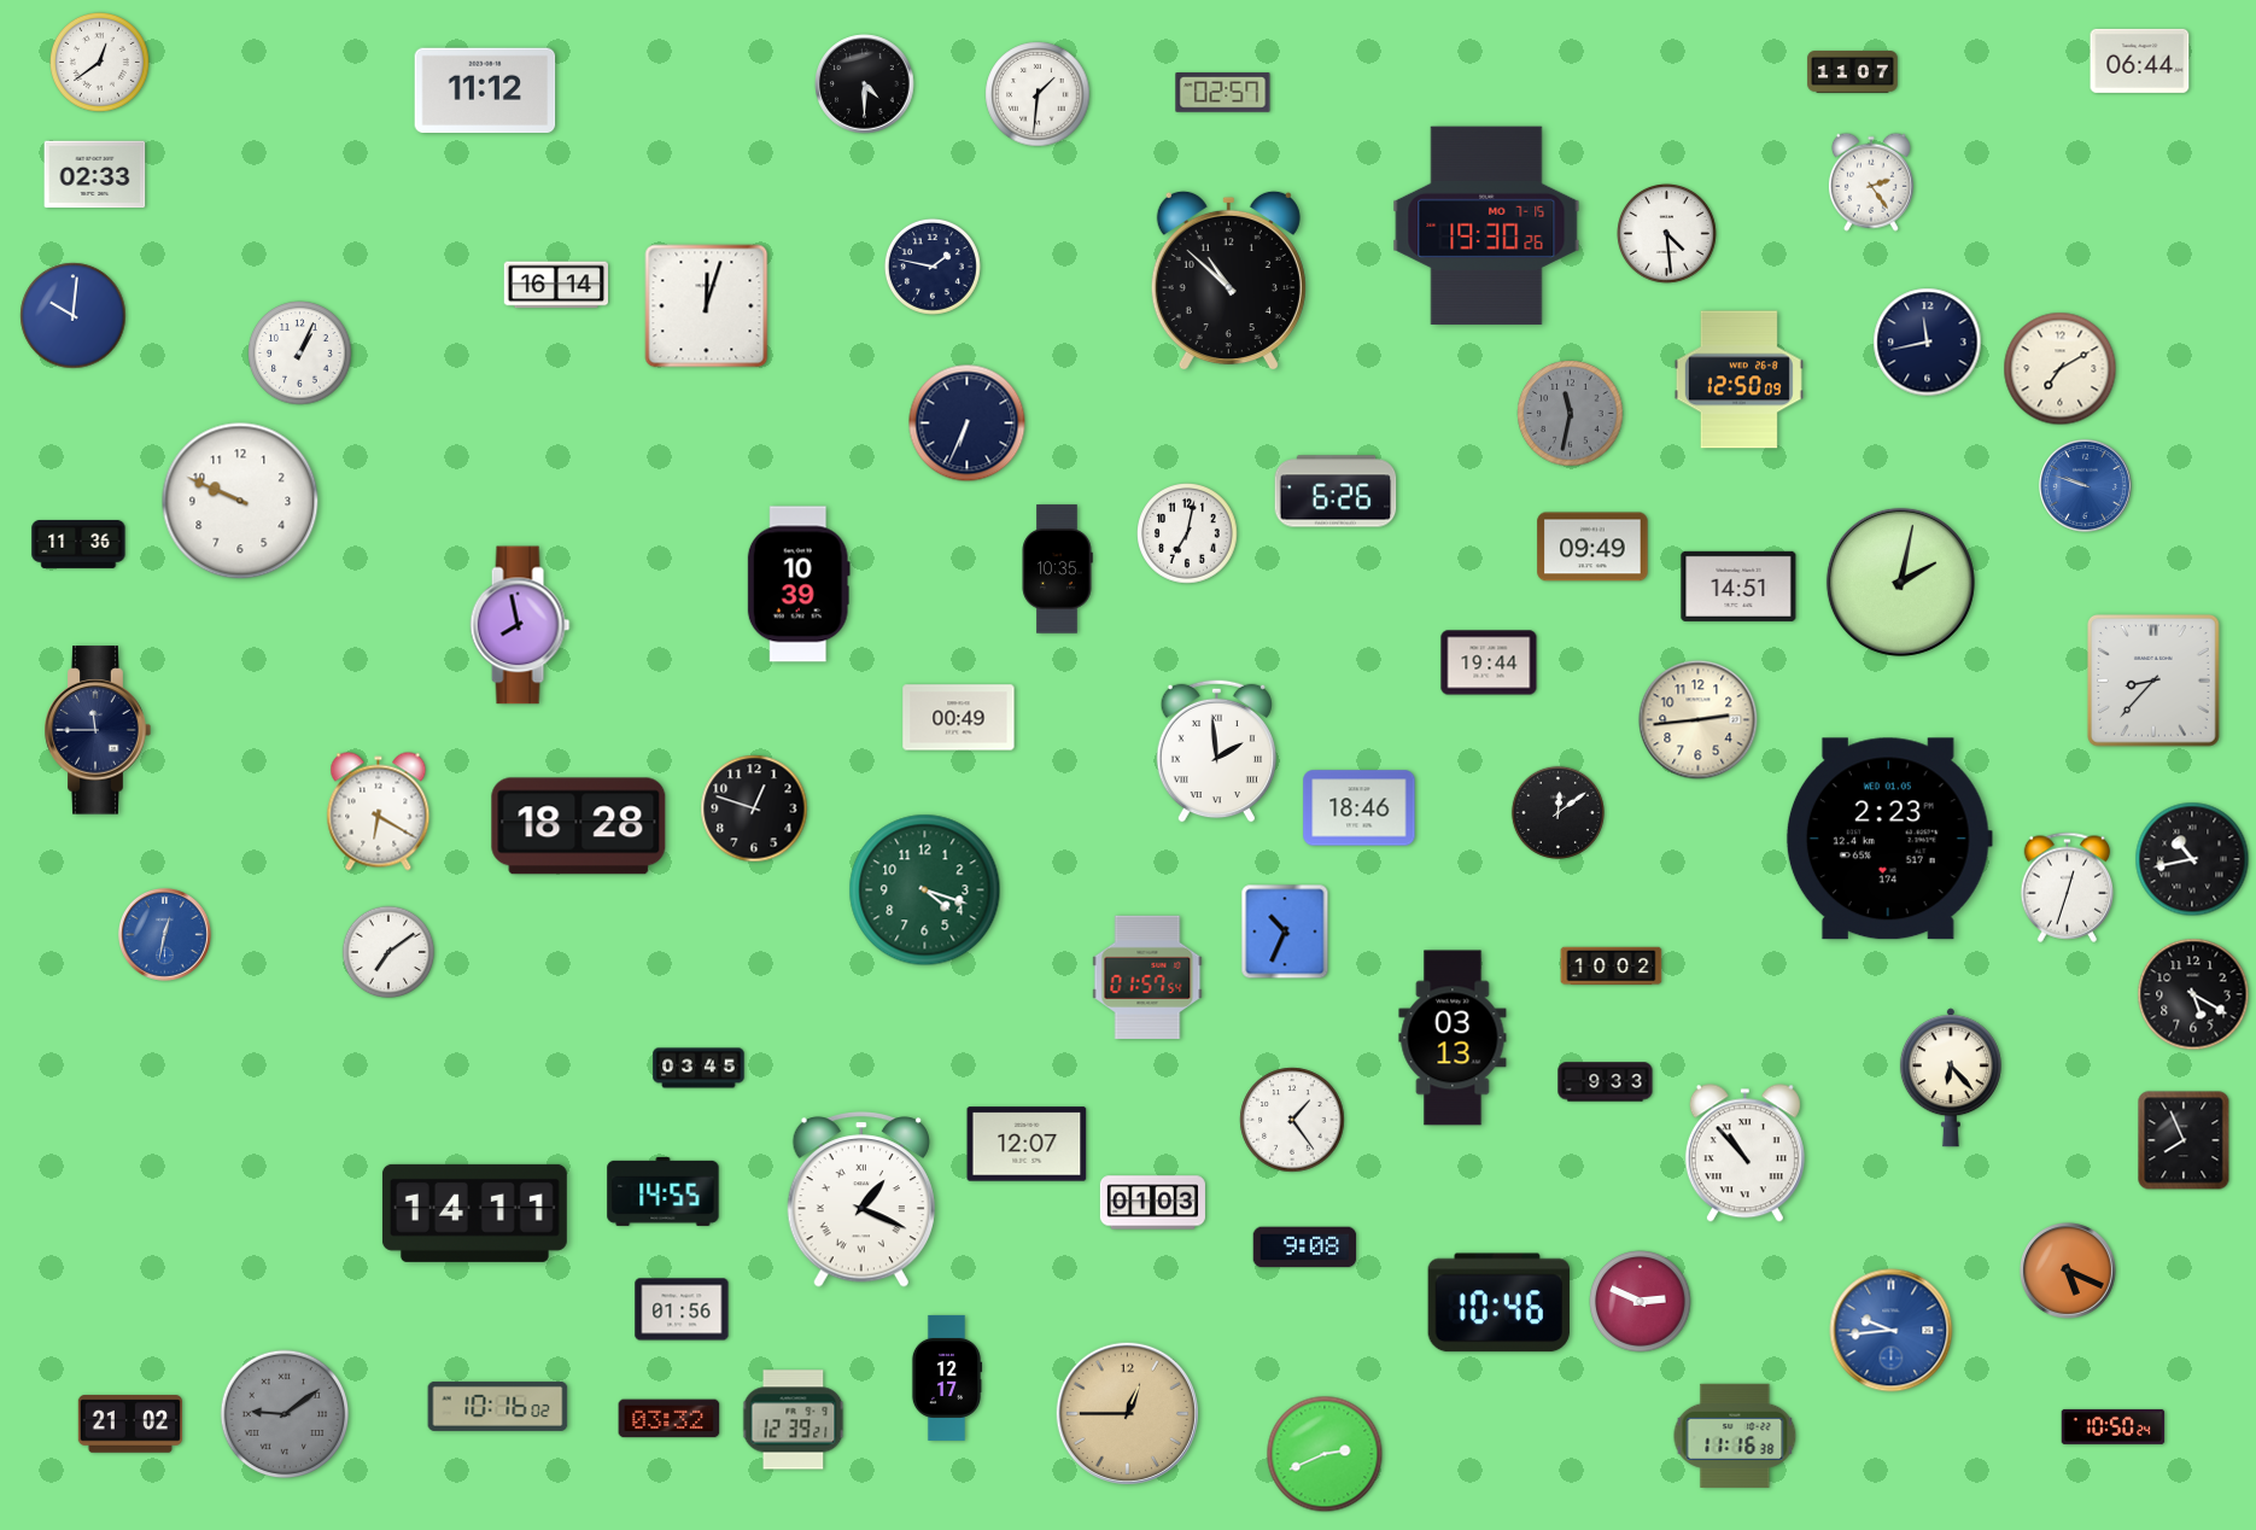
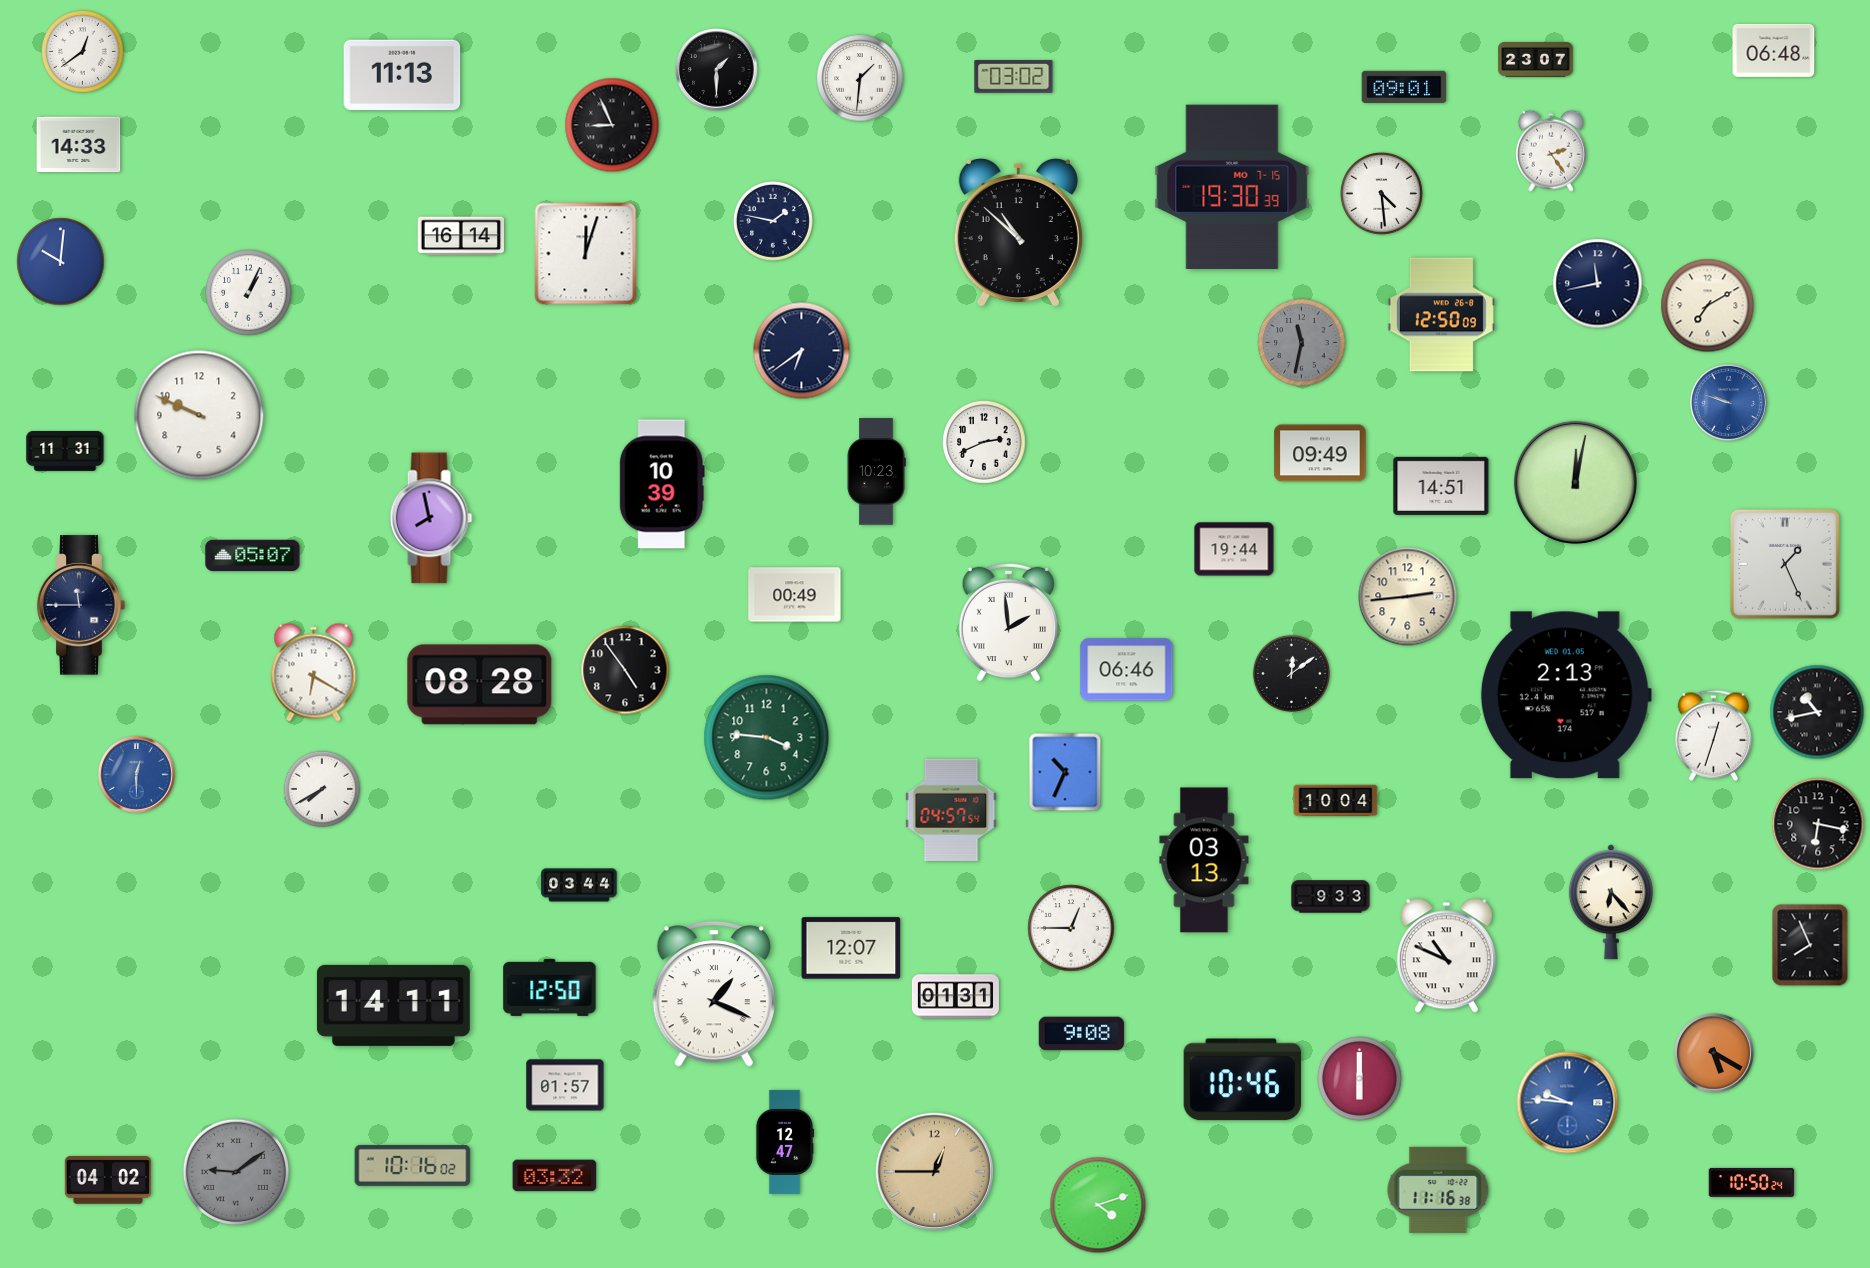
clock at (2140, 60): 06:44 -> 06:48
clock at (1853, 72): 11:07 -> 23:07
clock at (865, 84): 4:30 -> 1:30
clock at (485, 90): 11:12 -> 11:13
clock at (1223, 93): 02:57 -> 03:02
clock at (1404, 87): none -> 09:01
clock at (612, 125): none -> 8:56
clock at (95, 175): 02:33 -> 14:33
clock at (1486, 226): 19:30:26 -> 19:30:39
clock at (968, 424): 6:34 -> 6:39
clock at (1336, 491): 6:26 -> none
clock at (1187, 533): 7:02 -> 2:41
clock at (78, 544): 11:36 -> 11:31
clock at (1057, 570): 10:35 -> 10:23
clock at (1900, 582): 2:02 -> 12:02
clock at (253, 556): none -> 05:07
clock at (2155, 682): 8:37 -> 1:26
clock at (754, 808): 12:48 -> 4:54
clock at (1360, 808): 18:46 -> 06:46
clock at (579, 827): 18:28 -> 08:28
clock at (1889, 839): 2:23 -> 2:13
clock at (925, 890): 4:18 -> 3:46
clock at (164, 934): 12:32 -> 12:30
clock at (388, 952): 7:09 -> 7:40
clock at (1612, 967): 10:02 -> 10:04
clock at (1147, 976): 01:57 -> 04:57
clock at (2193, 994): 5:20 -> 6:17
clock at (699, 1068): 03:45 -> 03:44
clock at (1951, 1078) position: (1951, 1078) -> (1611, 902)
clock at (1292, 1120): 1:24 -> 12:45
clock at (1744, 1154): 10:53 -> 10:49
clock at (664, 1191): 14:55 -> 12:50
clock at (1152, 1203): 01:03 -> 01:31
clock at (2069, 1272): 5:19 -> 5:20
clock at (1641, 1302): 2:49 -> 6:00
clock at (682, 1309): 01:56 -> 01:57
clock at (1892, 1331): 9:44 -> 9:46
clock at (947, 1378): 12:17 -> 12:47
clock at (794, 1420): 12:39 -> none
clock at (129, 1424): 21:02 -> 04:02
clock at (1325, 1454): 2:41 -> 4:12
